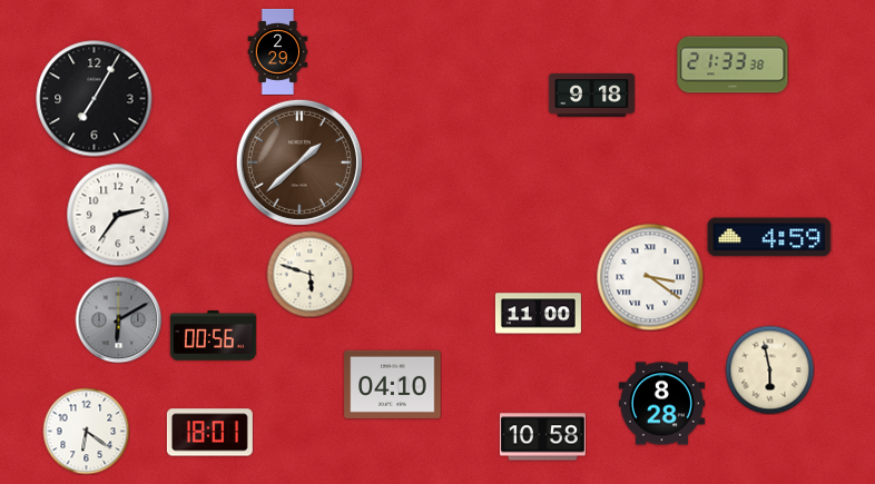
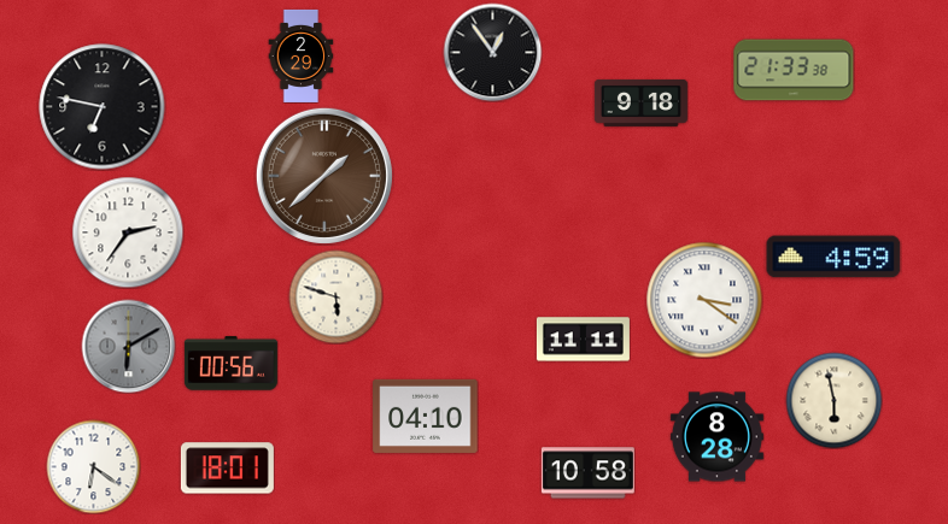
clock at (492, 52): none -> 12:54
clock at (95, 99): 7:05 -> 6:47
clock at (538, 314): 11:00 -> 11:11
